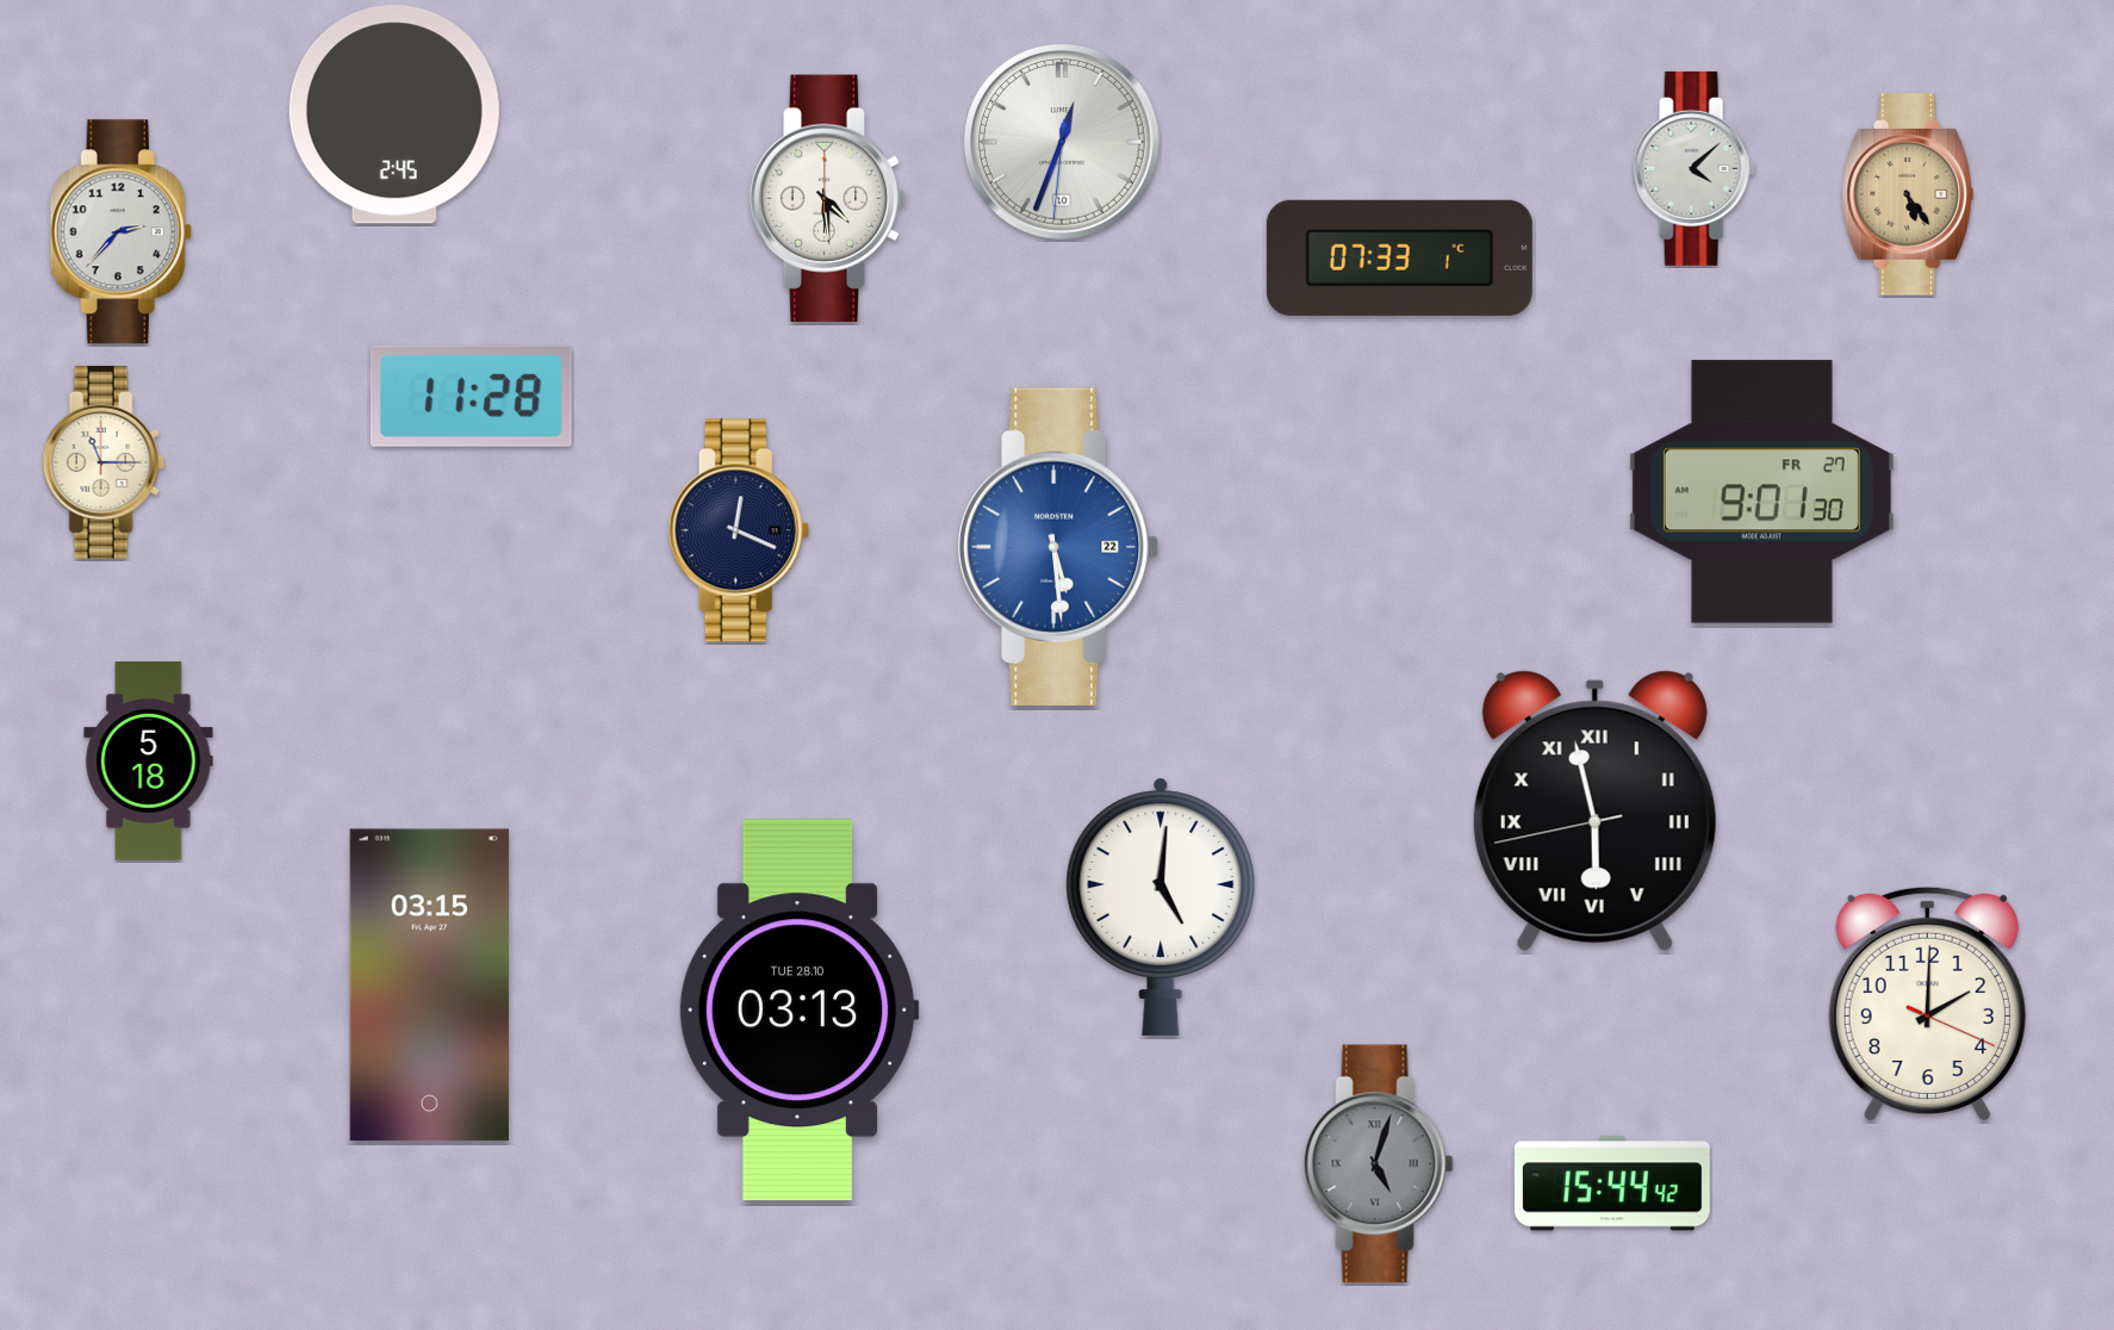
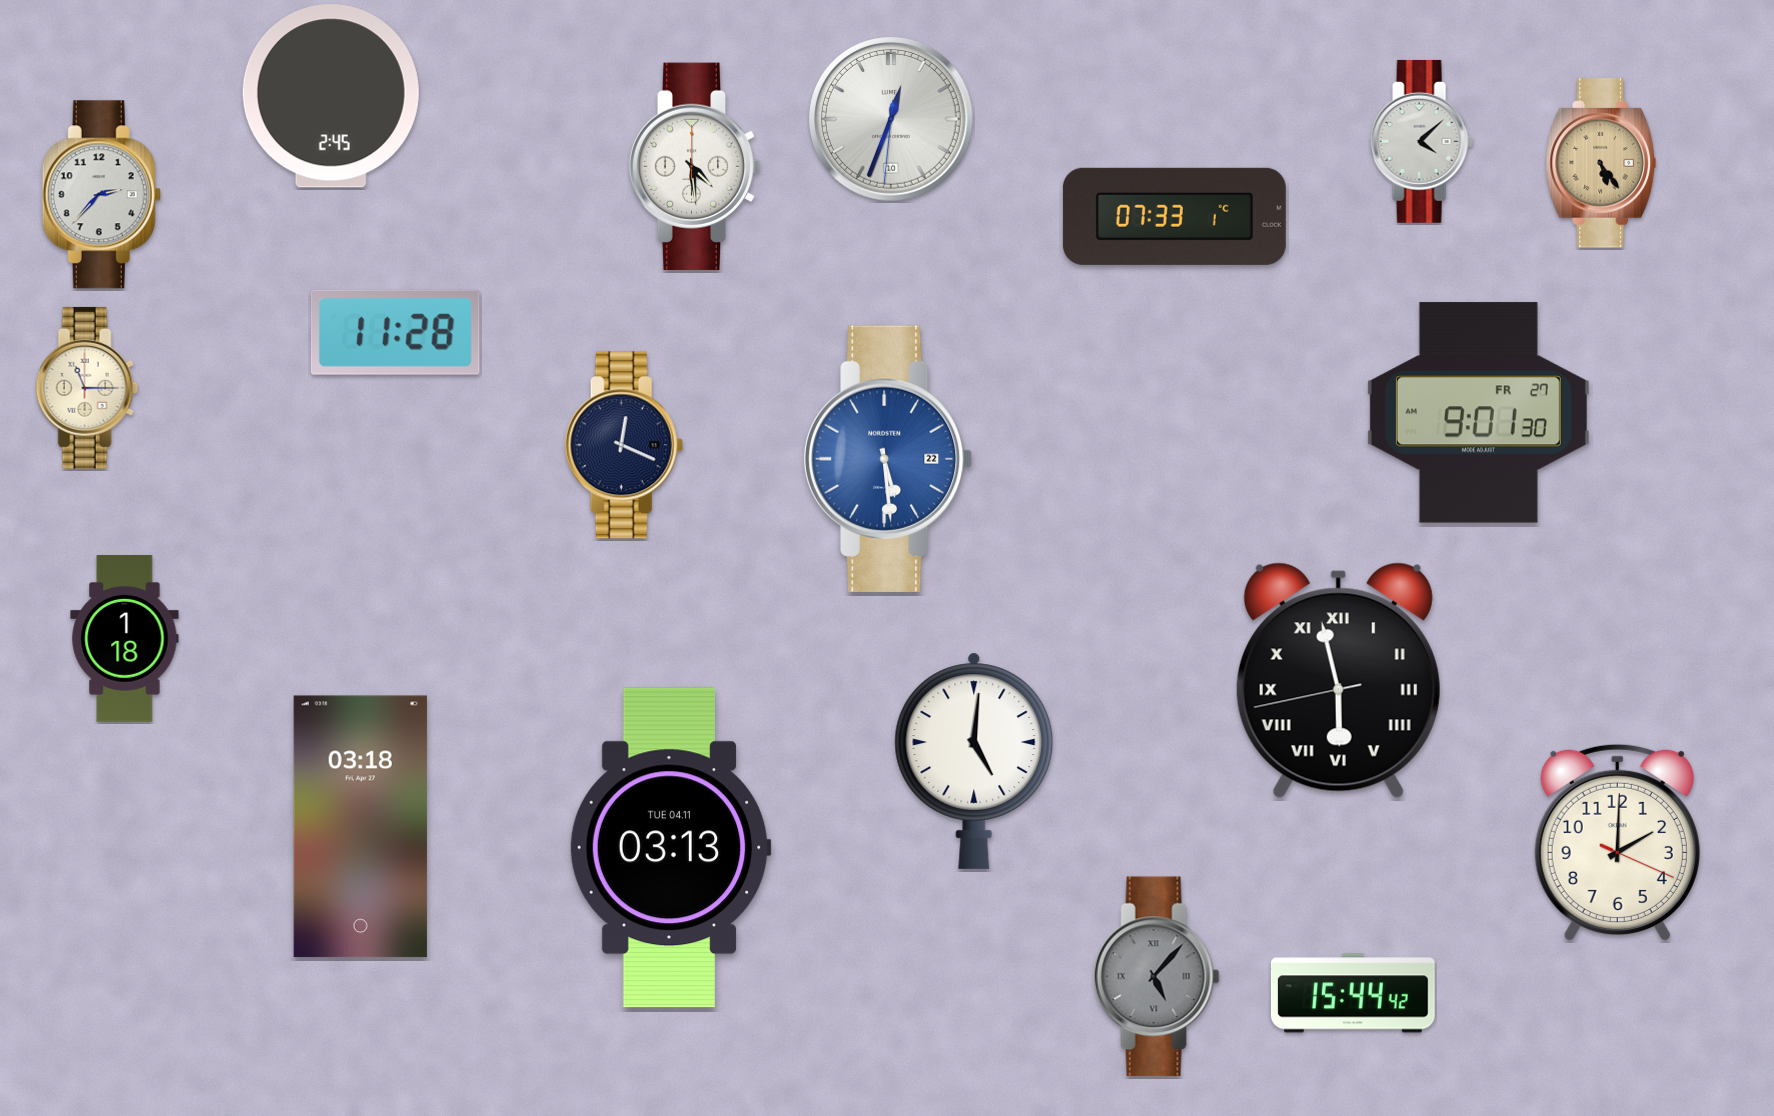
clock at (739, 530) position: (739, 530) -> (624, 445)
clock at (149, 762): 5:18 -> 1:18
clock at (429, 986): 03:15 -> 03:18
clock at (798, 1011) date: TUE 28.10 -> TUE 04.11
clock at (1378, 1164): 5:03 -> 5:07
